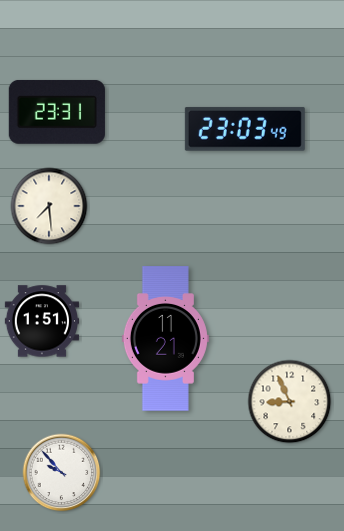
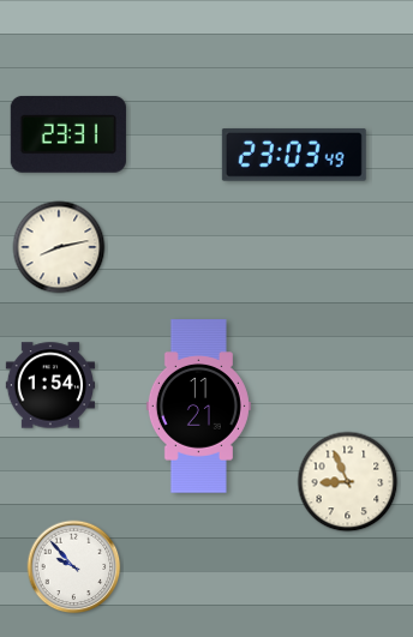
clock at (49, 206): 7:29 -> 8:13
clock at (41, 321): 1:51 -> 1:54
